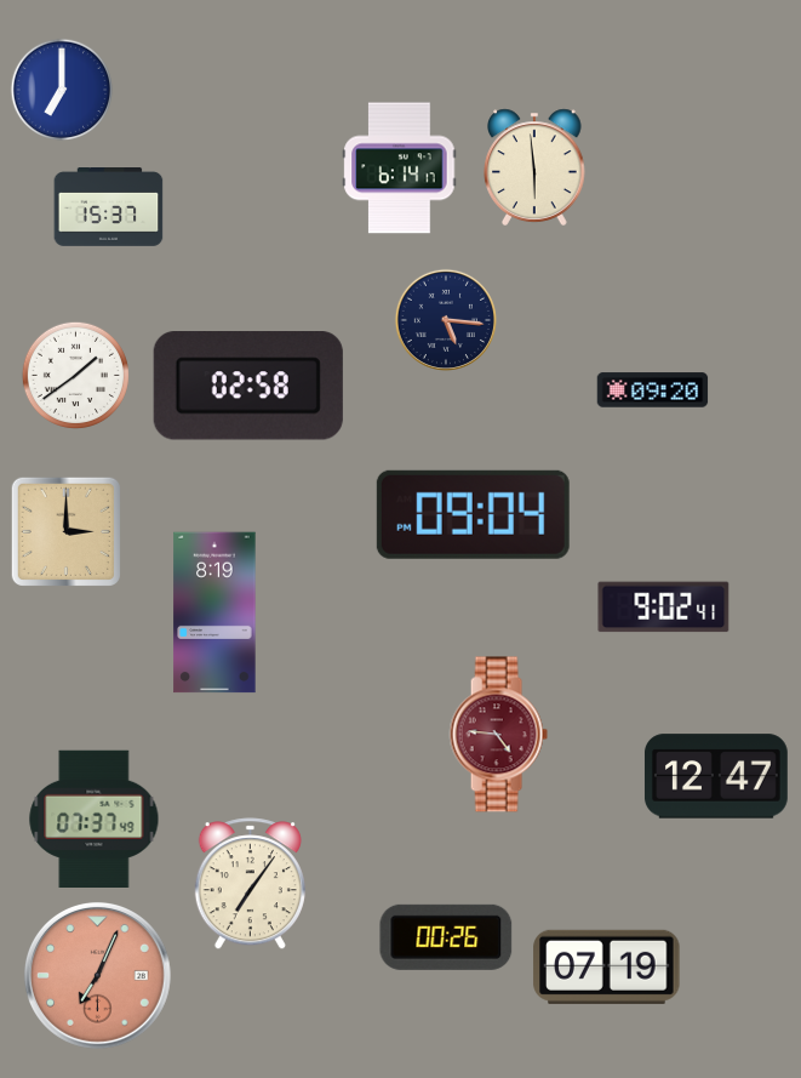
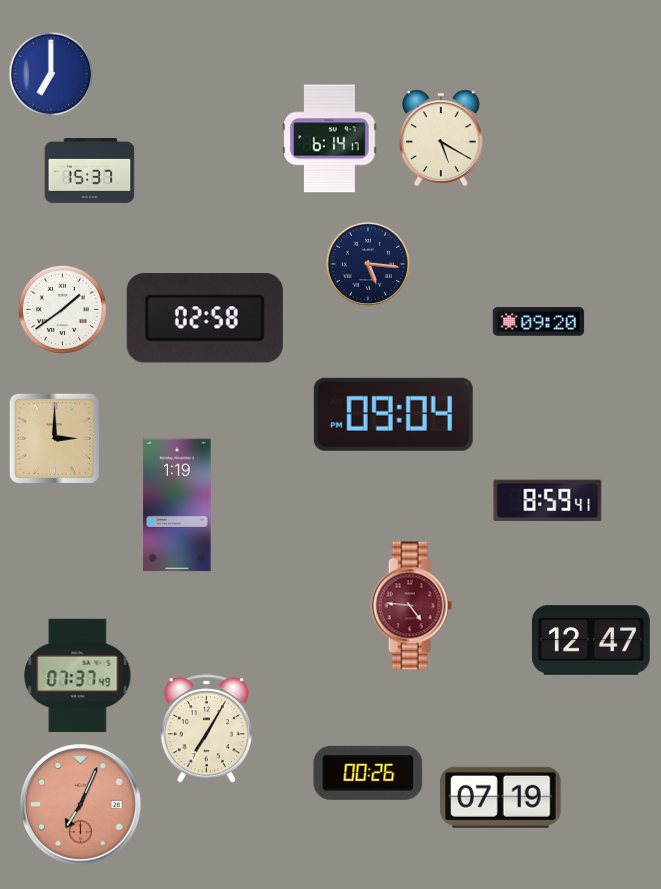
clock at (534, 167): 5:59 -> 5:20
clock at (473, 514) position: (473, 514) -> (393, 414)
clock at (664, 608): 9:02 -> 8:59
clock at (214, 612): 8:19 -> 1:19
clock at (250, 884): 7:06 -> 7:05
